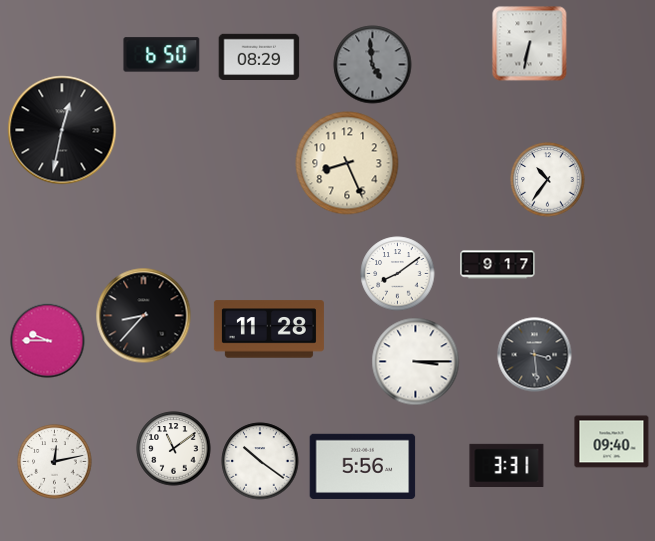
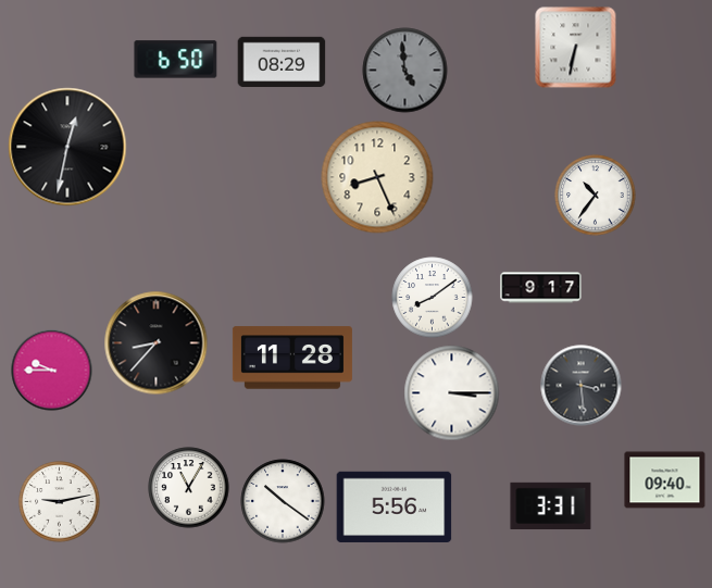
clock at (62, 130) position: (62, 130) -> (67, 147)
clock at (174, 449): 11:09 -> 11:05
clock at (55, 462): 12:13 -> 9:13
